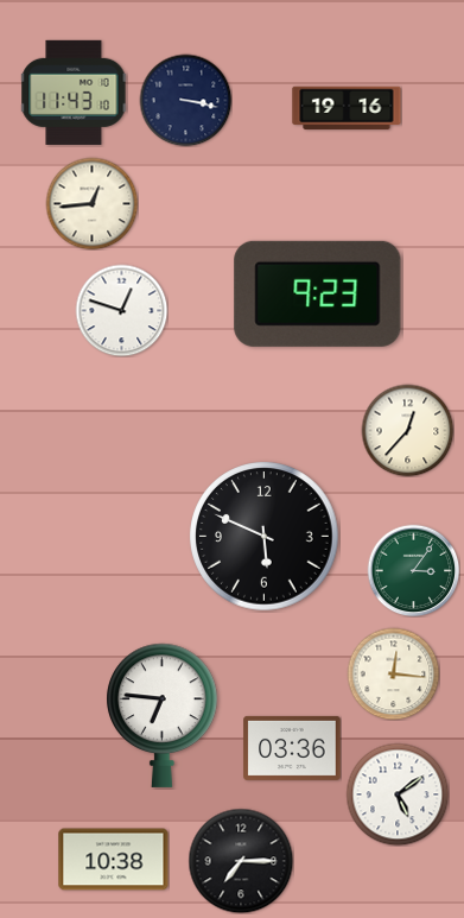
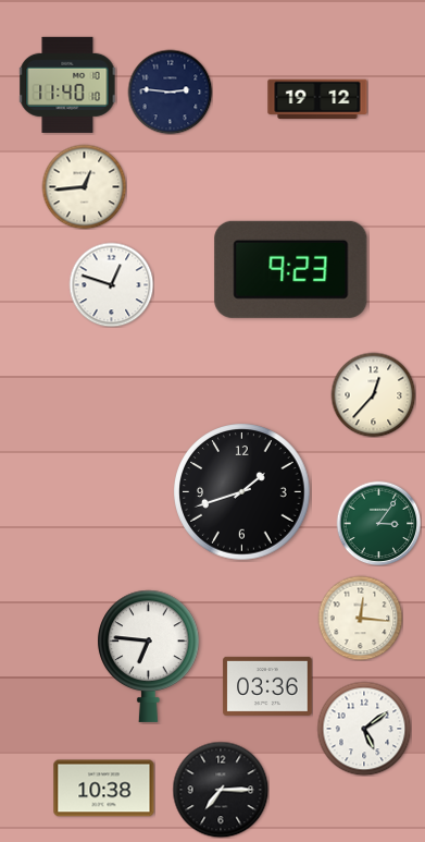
clock at (74, 93): 11:43 -> 11:40
clock at (185, 100): 3:17 -> 2:46
clock at (347, 108): 19:16 -> 19:12
clock at (265, 537): 5:49 -> 1:42
